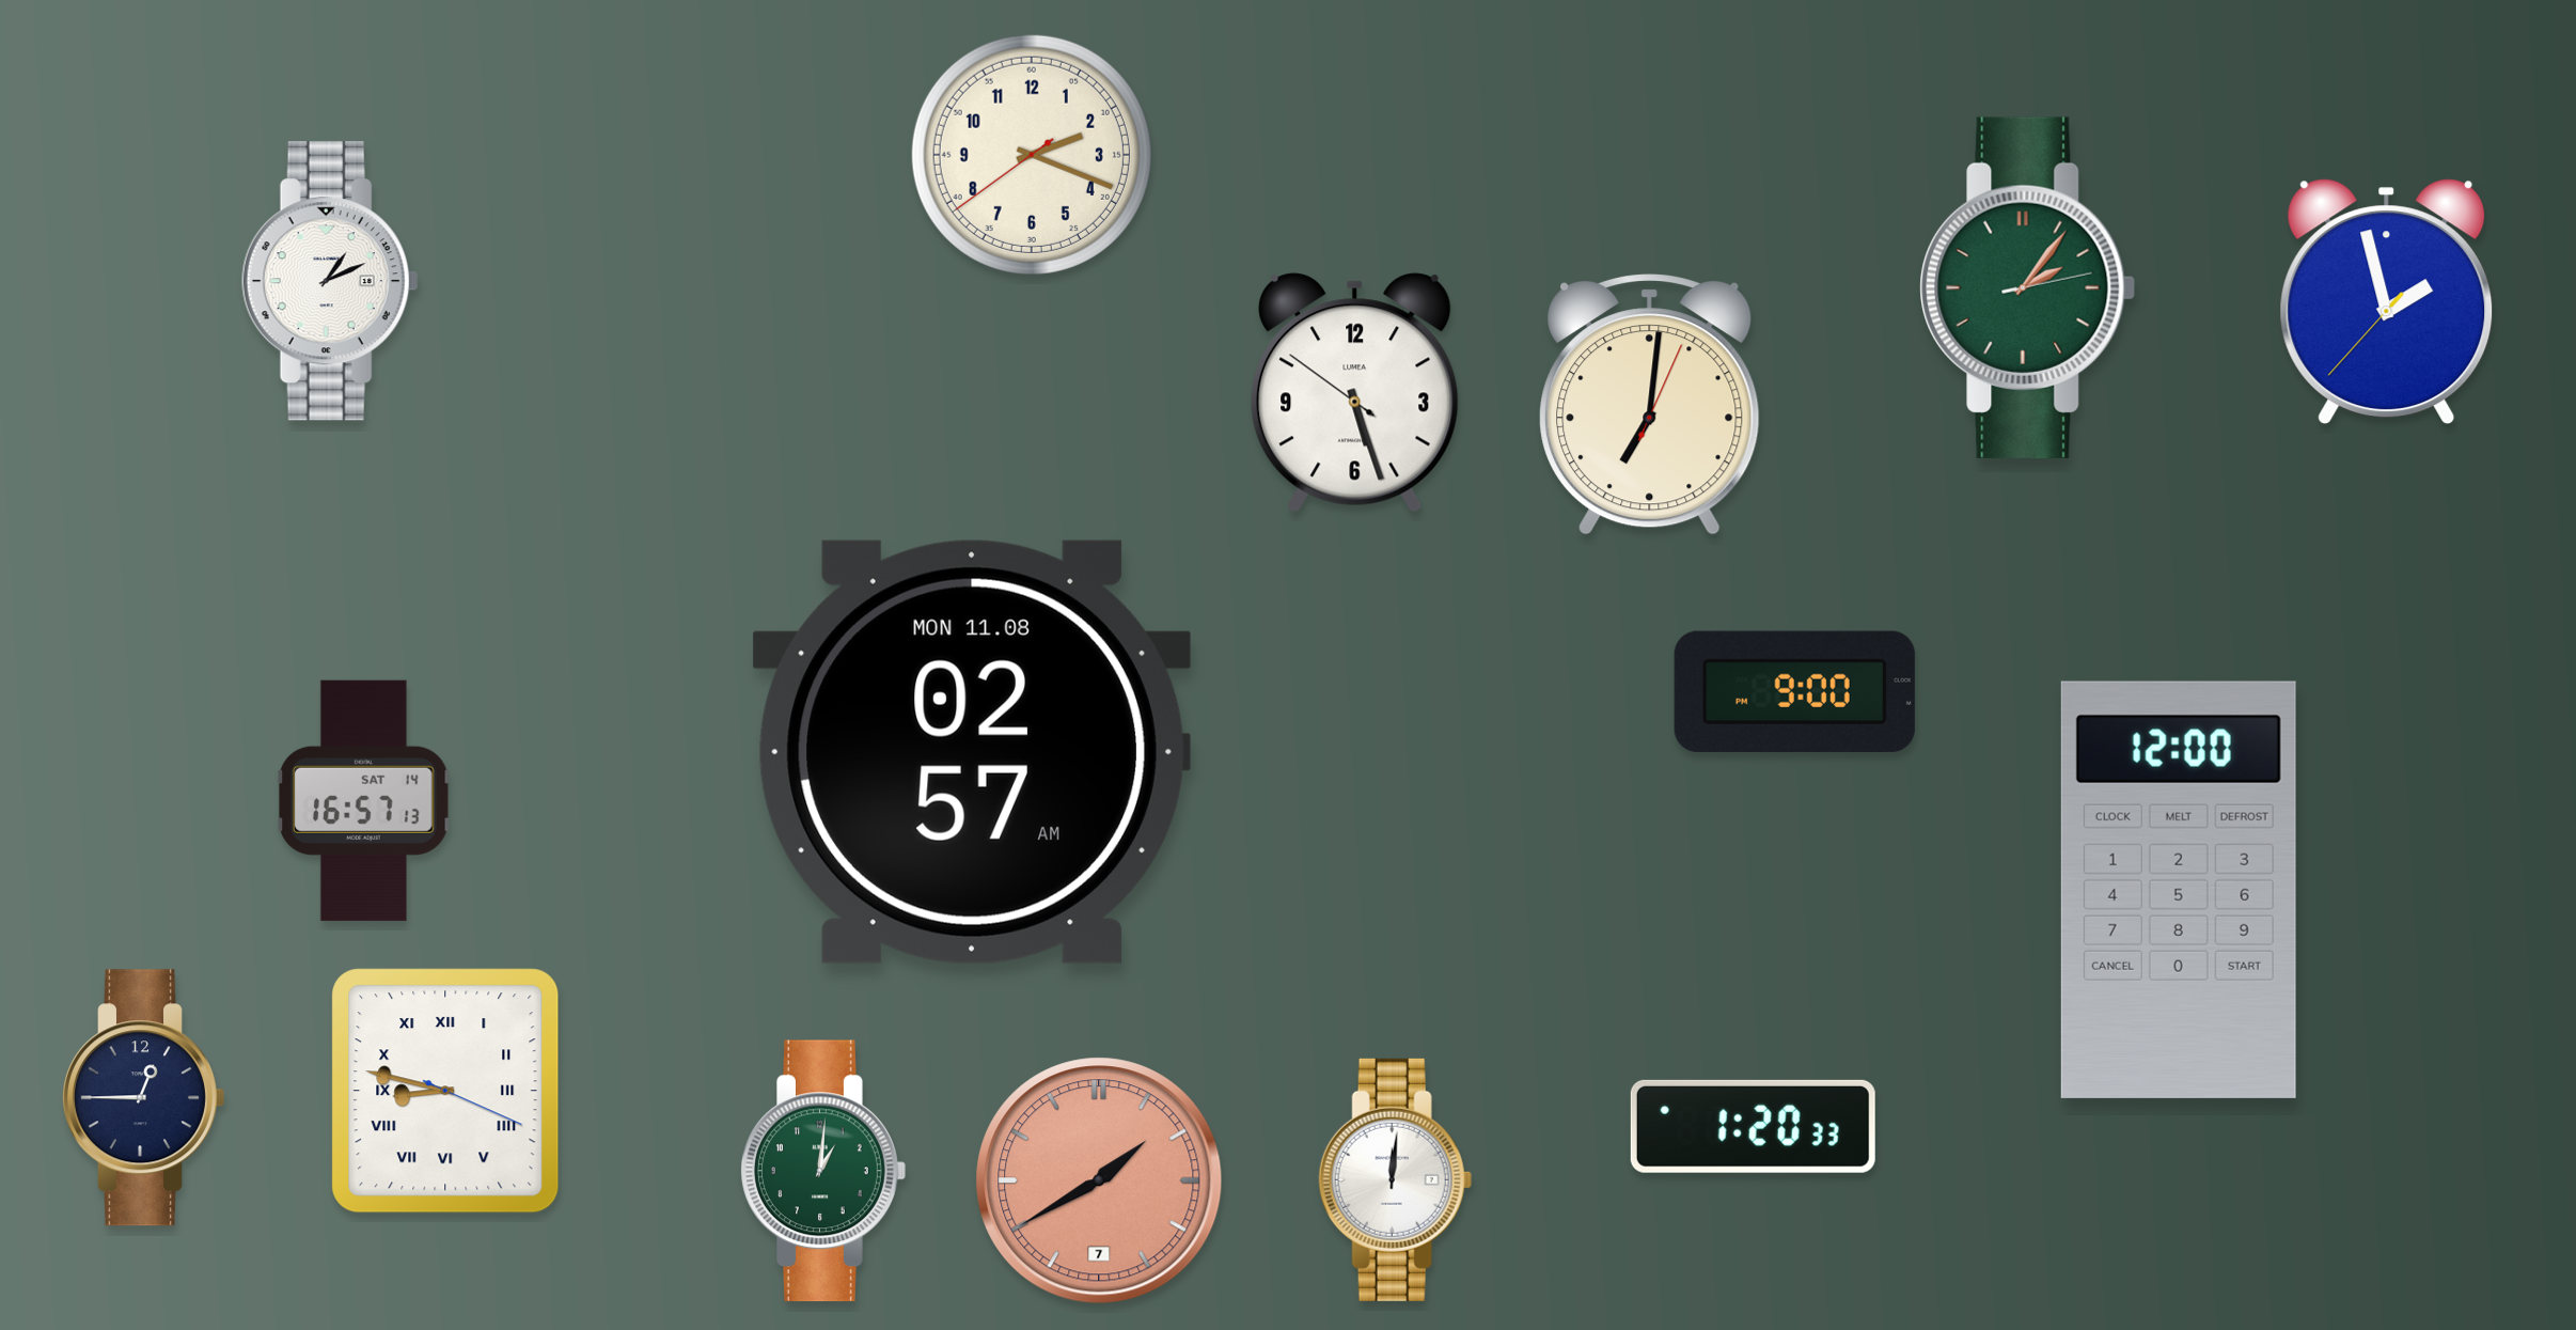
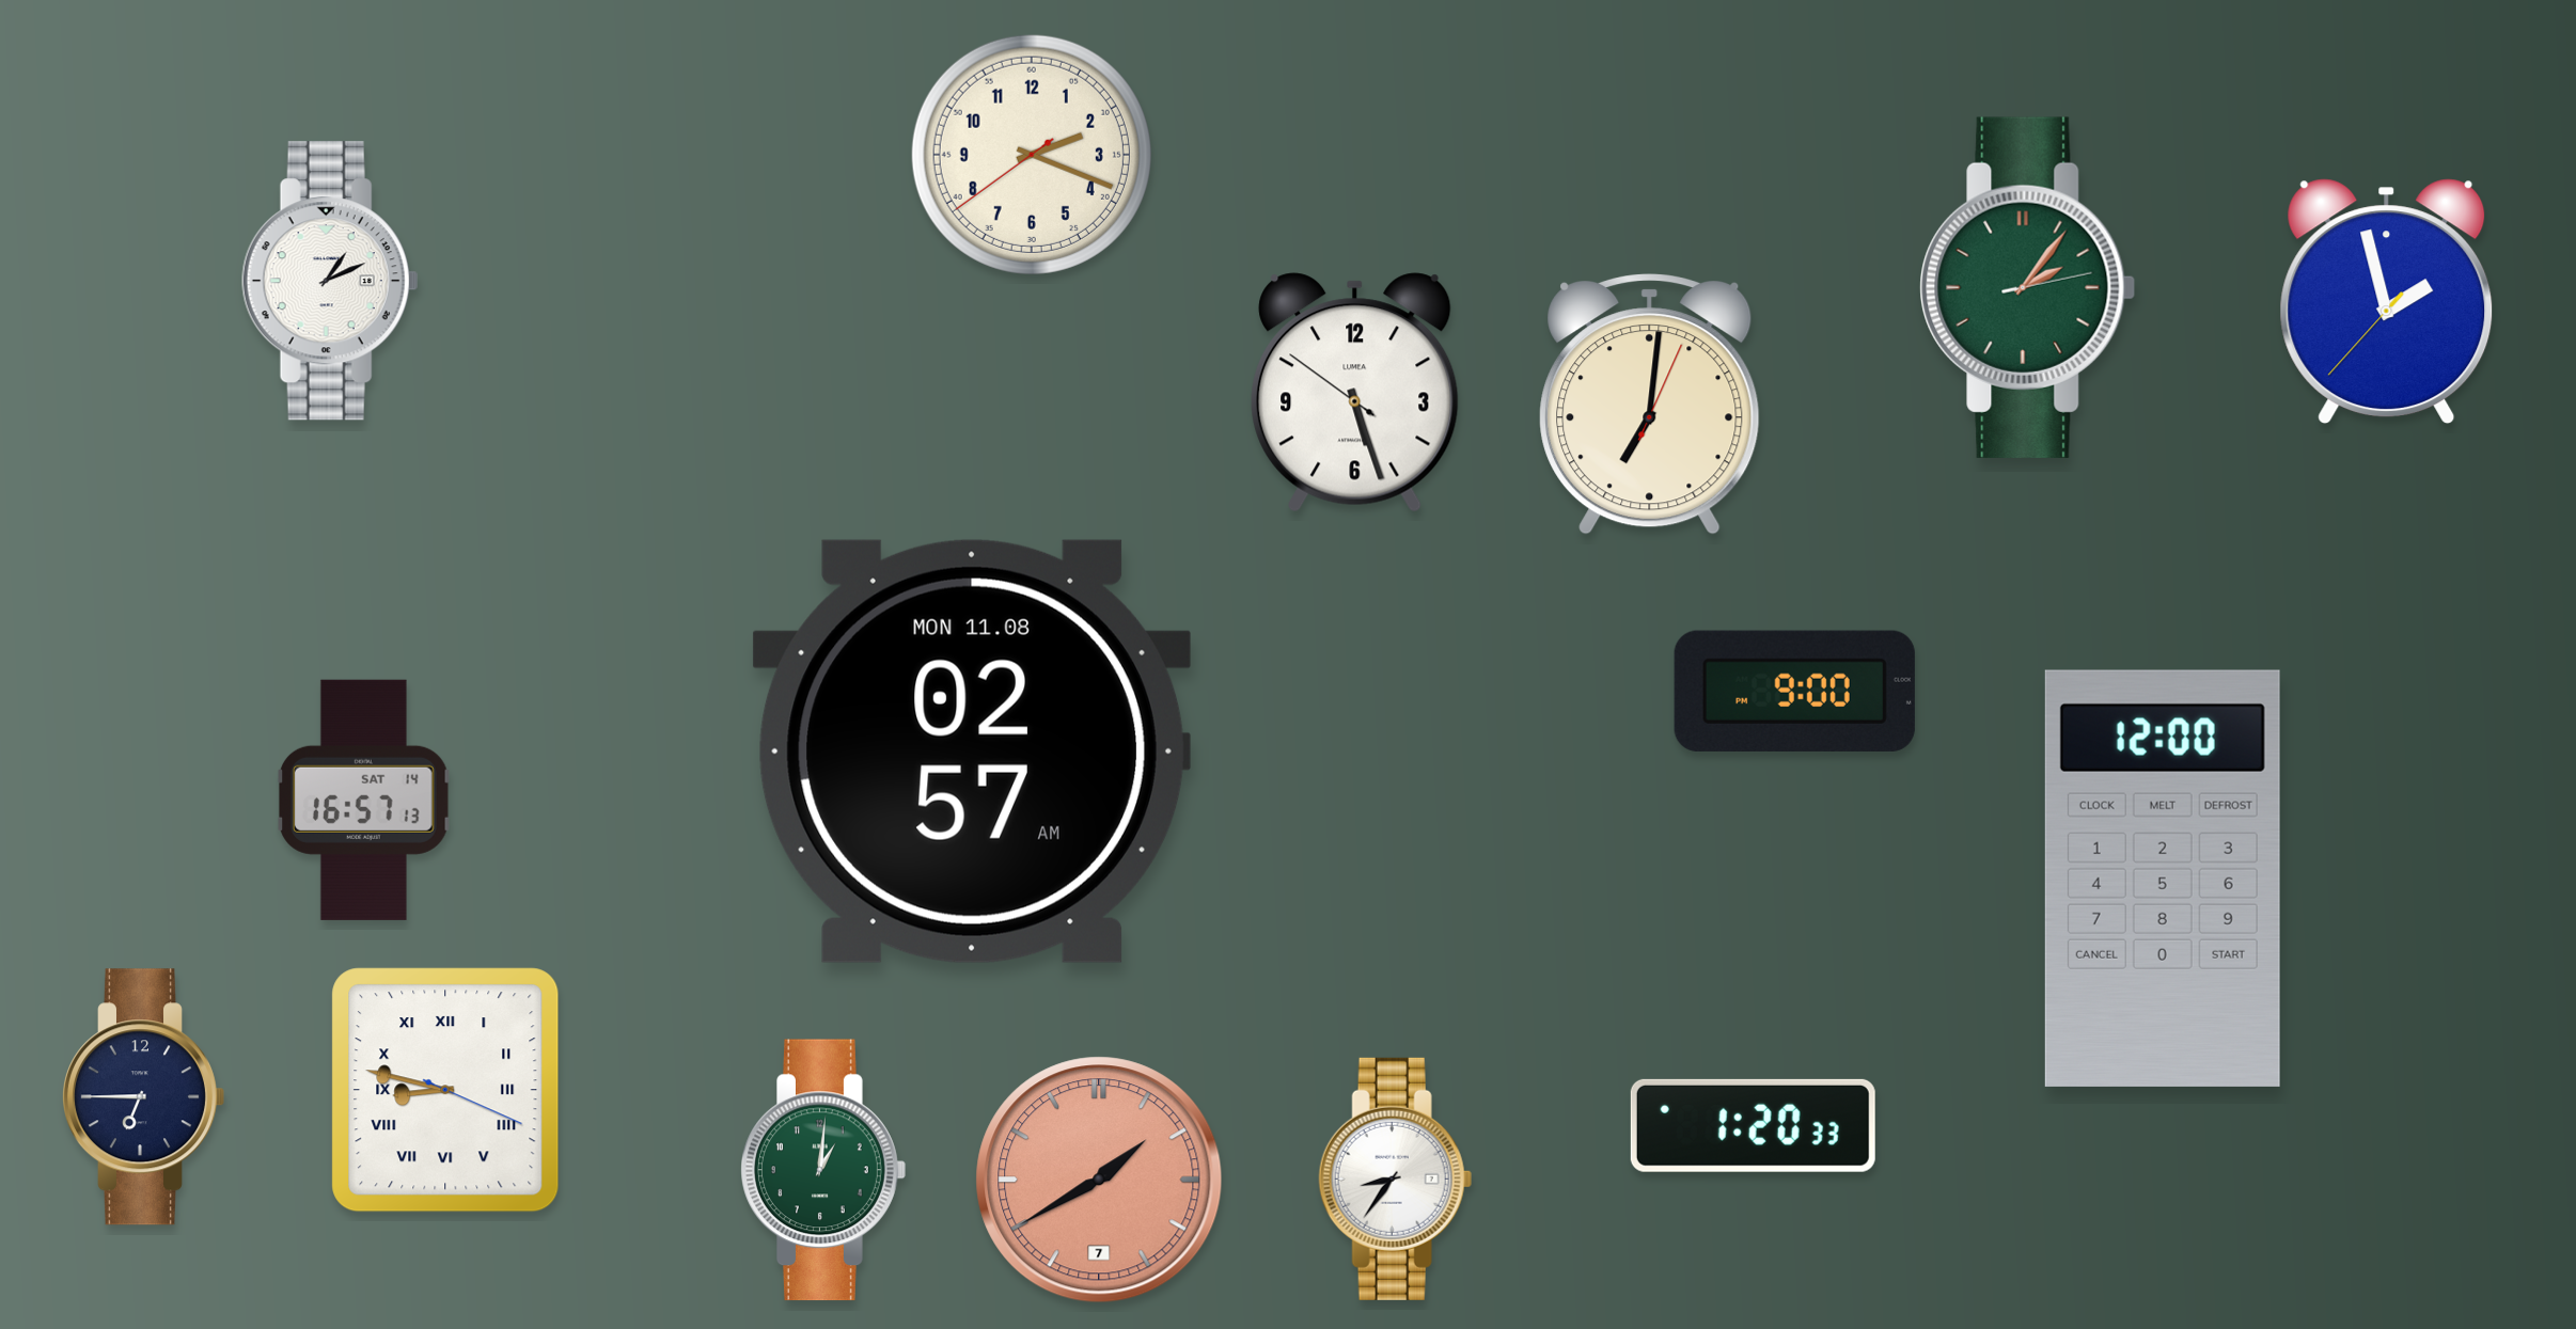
clock at (2179, 890) position: (2179, 890) -> (2163, 879)
clock at (144, 1098): 12:45 -> 6:45
clock at (1395, 1179): 12:01 -> 8:36
